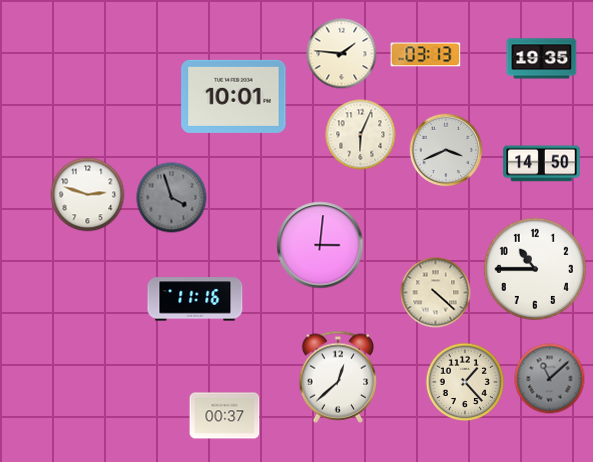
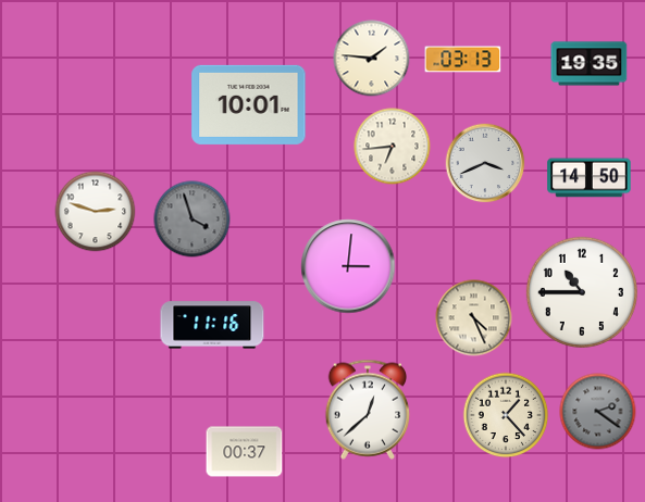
clock at (234, 96) position: (234, 96) -> (249, 104)
clock at (361, 135): 6:04 -> 6:44
clock at (172, 198) position: (172, 198) -> (193, 219)
clock at (436, 293): 4:22 -> 4:26
clock at (550, 379): 11:08 -> 2:21
